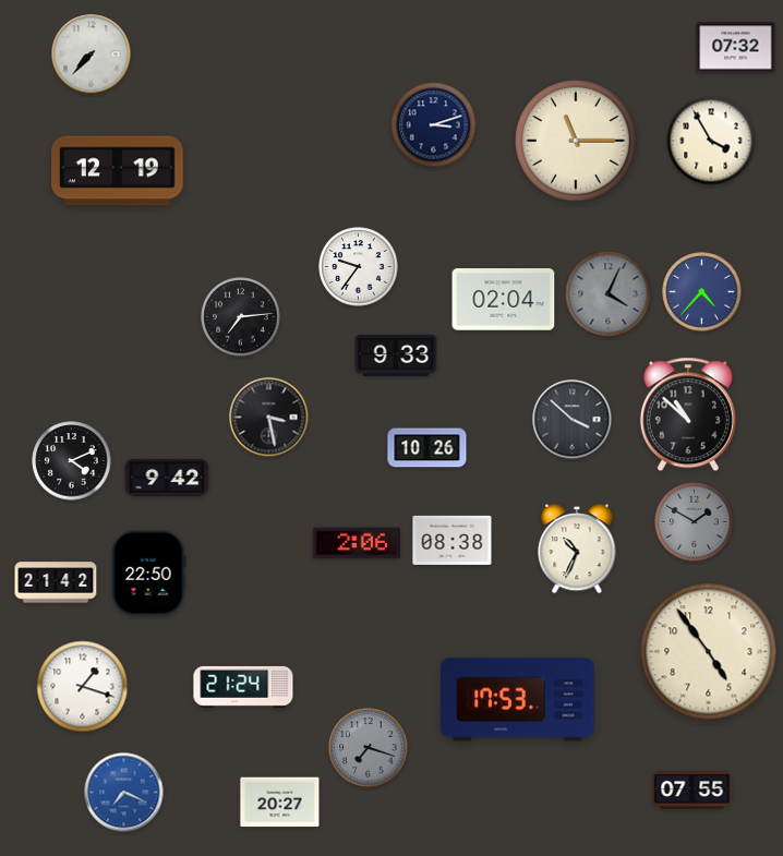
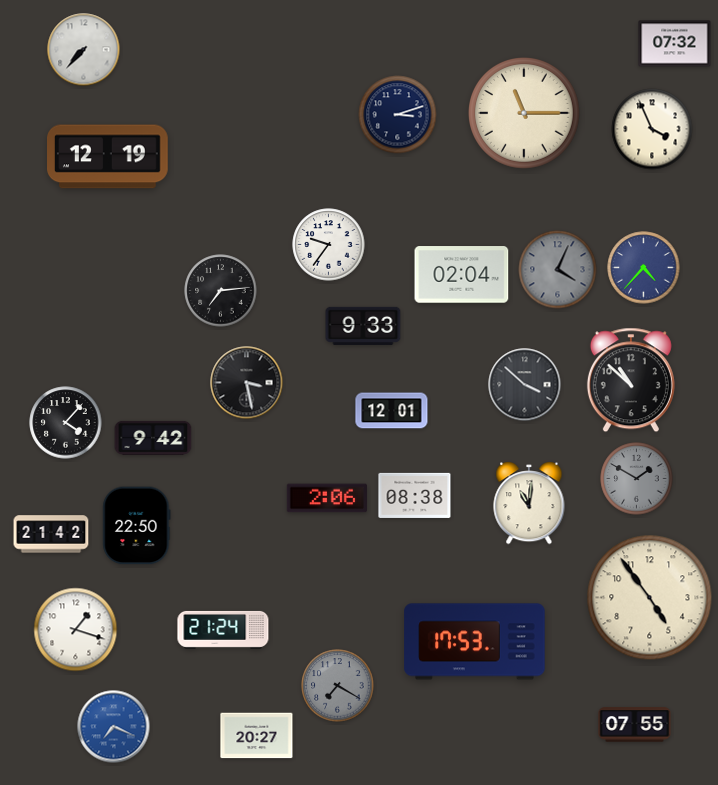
clock at (711, 141): 3:55 -> 3:56
clock at (577, 142) position: (577, 142) -> (525, 114)
clock at (427, 448): 10:26 -> 12:01
clock at (72, 461): 4:11 -> 4:07
clock at (577, 550): 10:34 -> 11:01
clock at (369, 748): 7:18 -> 7:20
